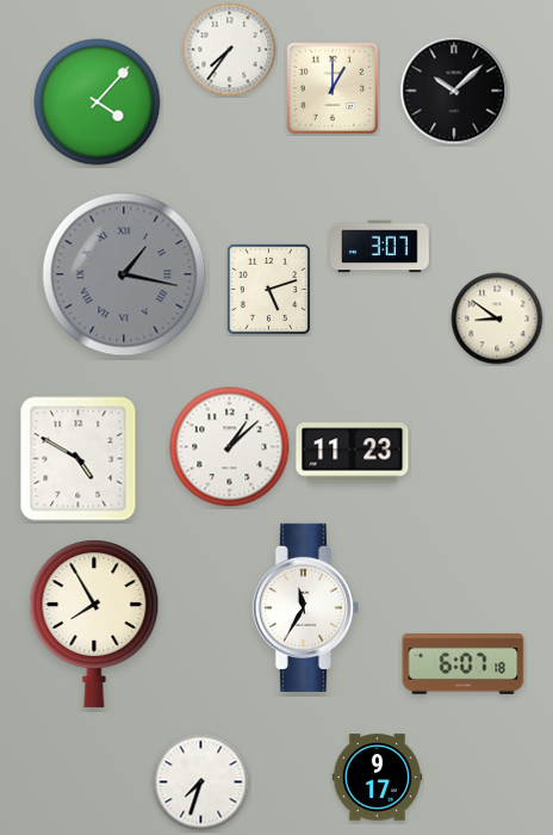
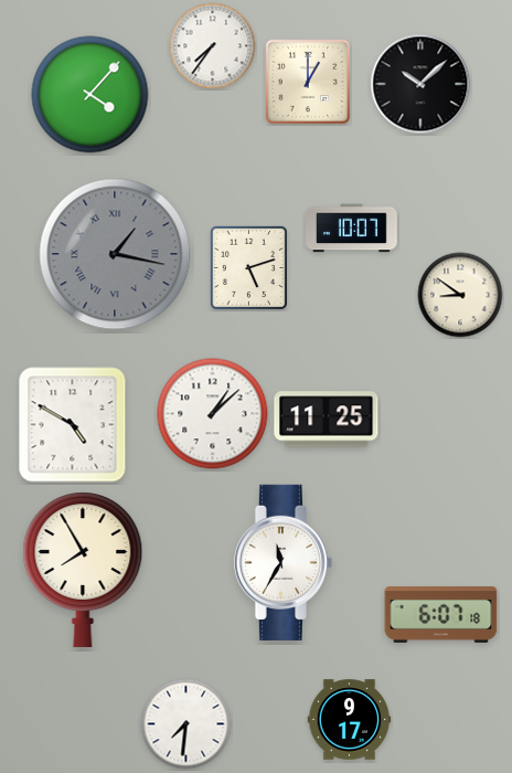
clock at (380, 247): 3:07 -> 10:07
clock at (353, 453): 11:23 -> 11:25
clock at (94, 624) position: (94, 624) -> (83, 570)
clock at (464, 664) position: (464, 664) -> (441, 615)
clock at (201, 783): 7:33 -> 7:31
